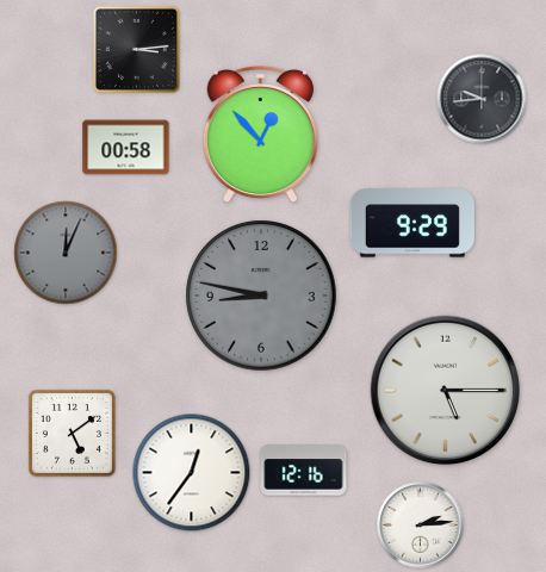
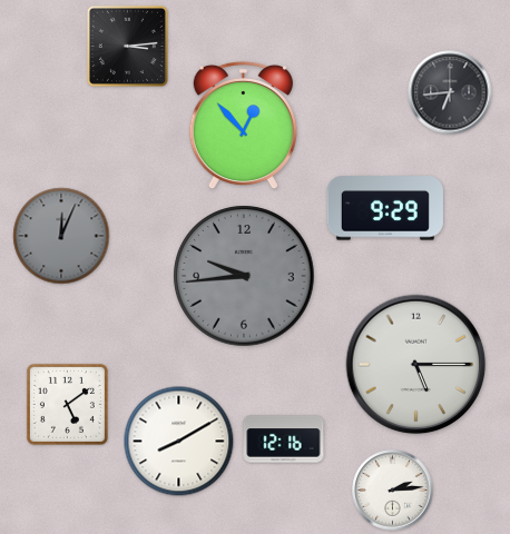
clock at (482, 99): 9:44 -> 6:44
clock at (126, 148): 00:58 -> none
clock at (261, 296): 8:47 -> 9:44
clock at (192, 473): 12:36 -> 8:10
